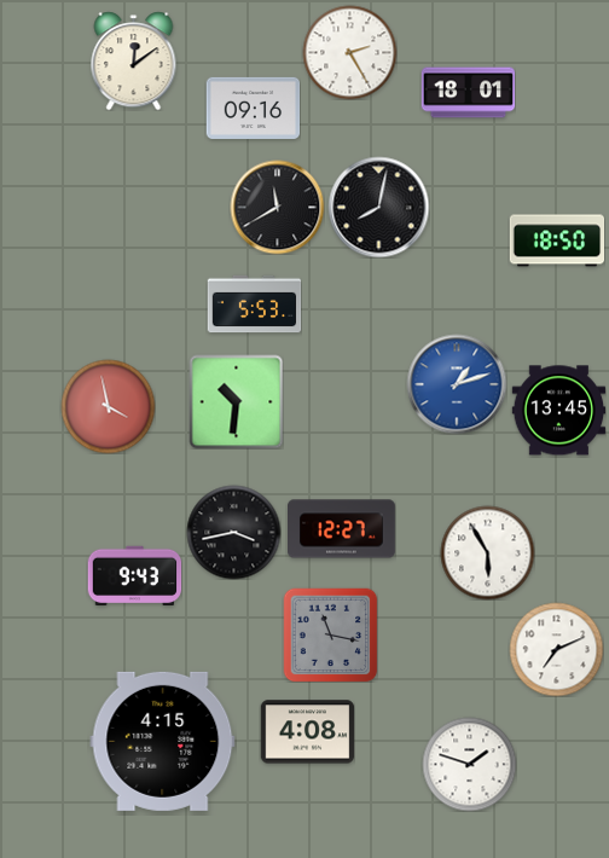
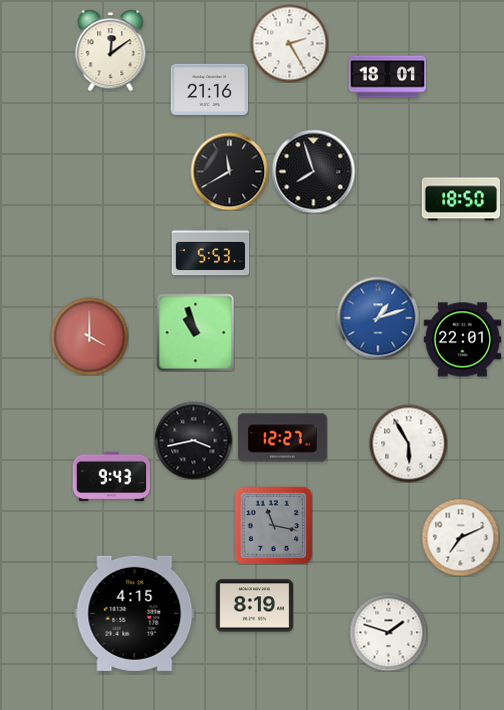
clock at (253, 108): 09:16 -> 21:16
clock at (378, 207): 8:02 -> 7:57
clock at (236, 401): 10:31 -> 10:57
clock at (108, 406): 3:58 -> 4:00
clock at (558, 411): 13:45 -> 22:01
clock at (487, 552) position: (487, 552) -> (408, 443)
clock at (307, 732): 4:08 -> 8:19
